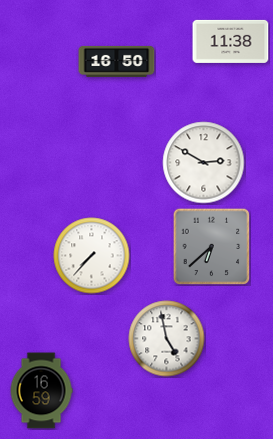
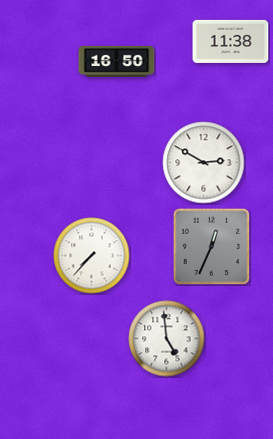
clock at (211, 246): 6:38 -> 12:34
clock at (167, 339): 4:58 -> 4:59
clock at (41, 391): 16:59 -> none
